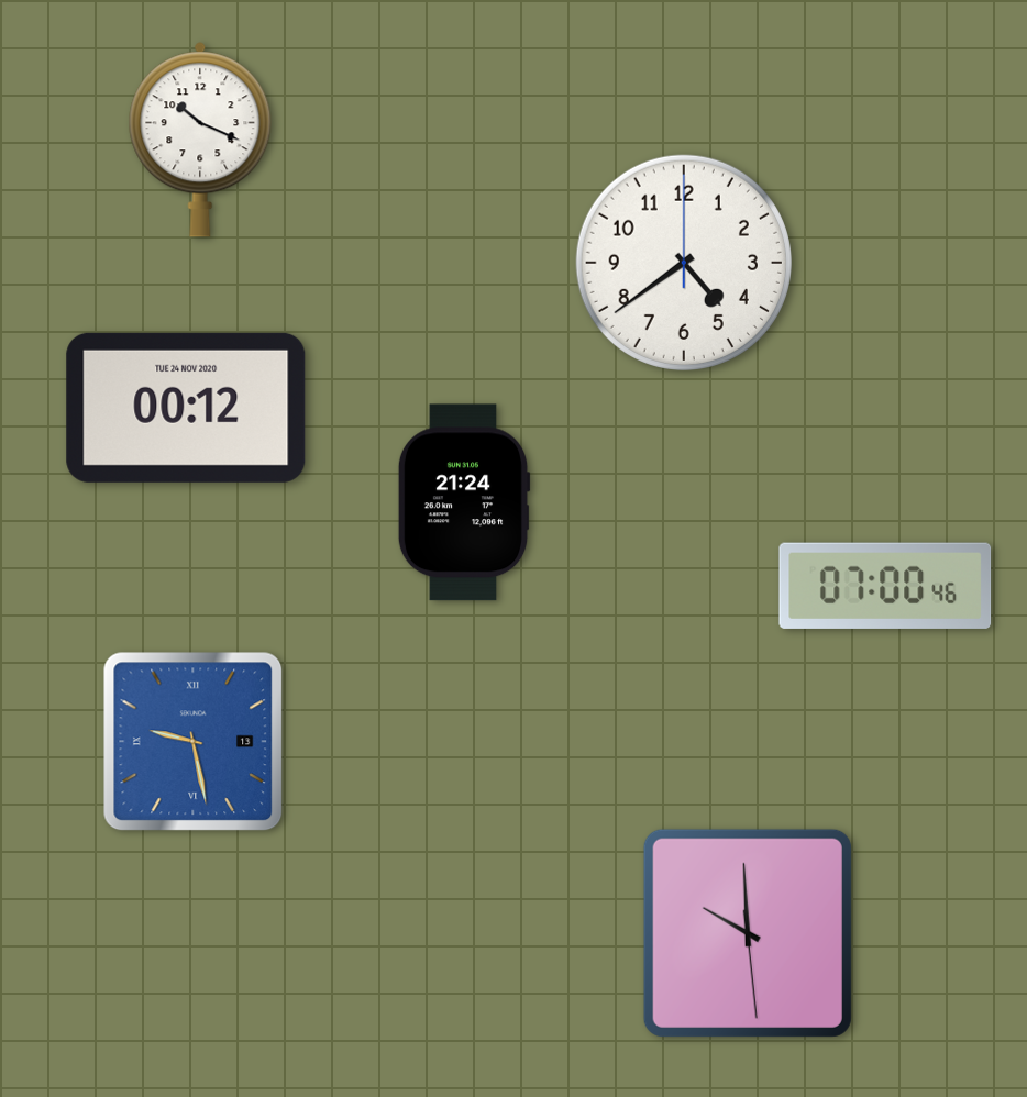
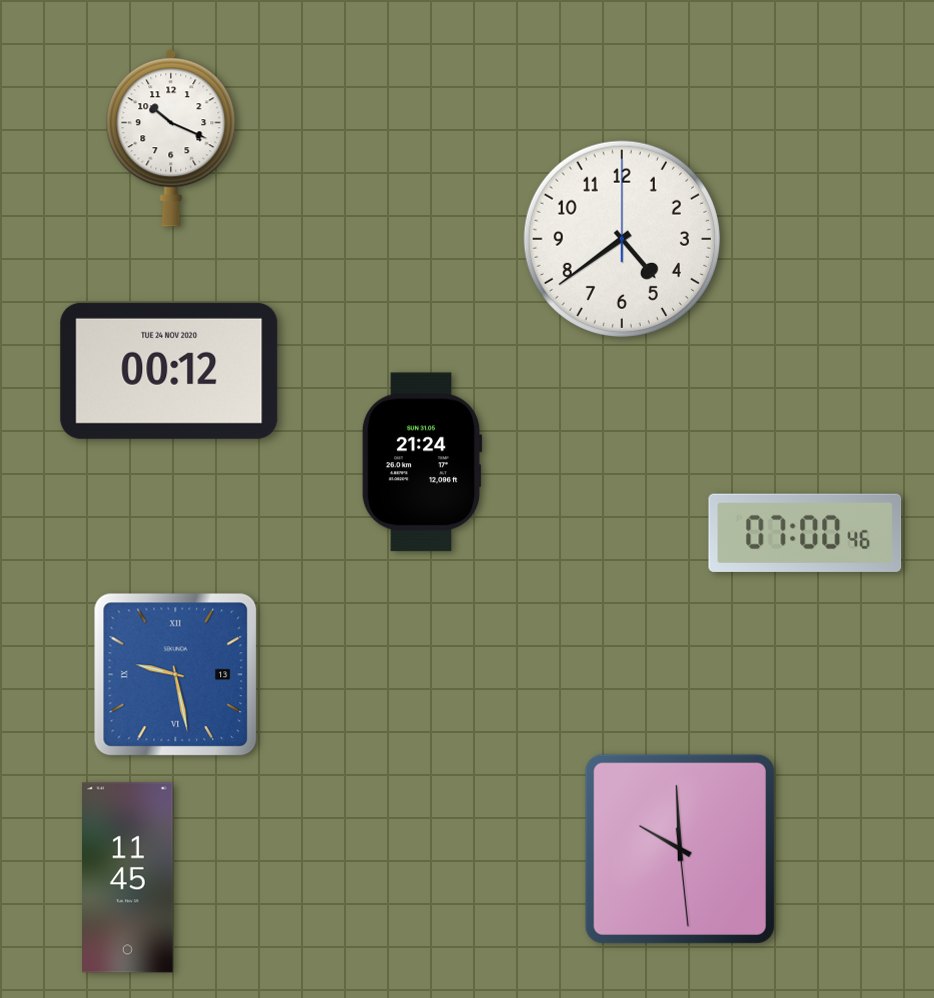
clock at (200, 140) position: (200, 140) -> (171, 138)
clock at (464, 502) position: (464, 502) -> (422, 462)
clock at (128, 878): none -> 11:45
